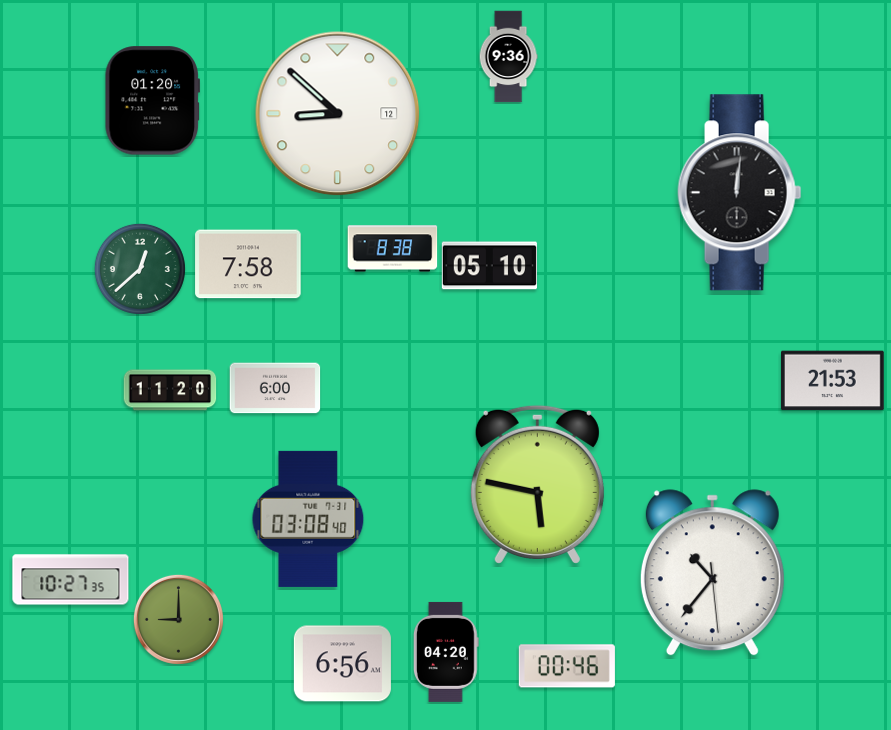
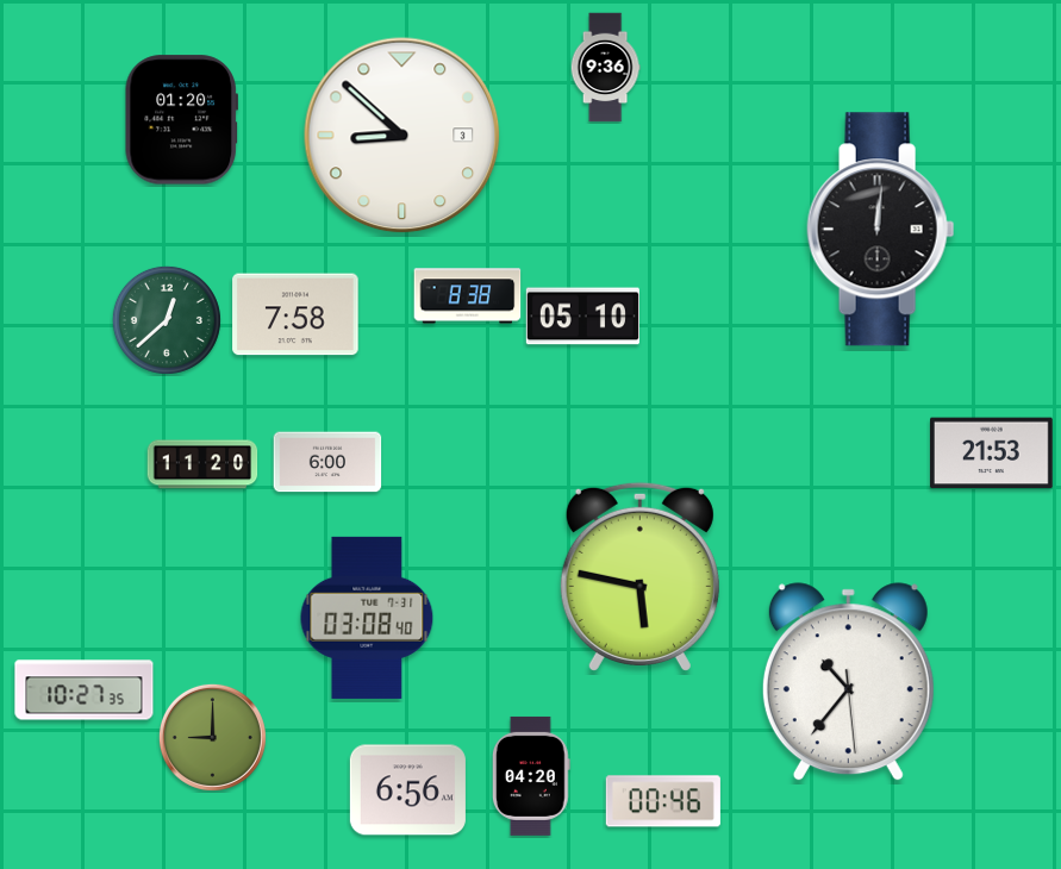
clock at (338, 114) date: 12 -> 3
clock at (567, 666) position: (567, 666) -> (663, 801)
